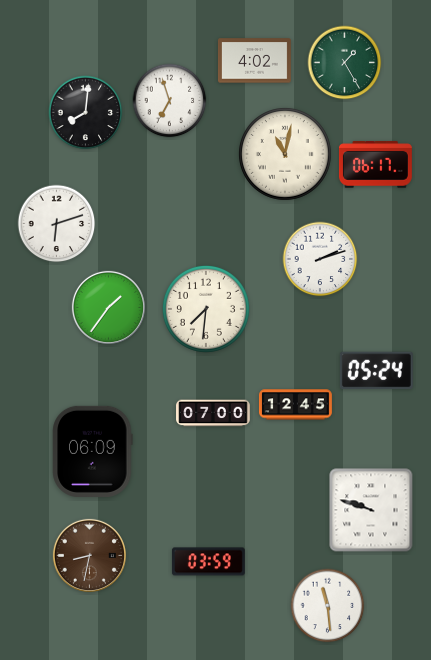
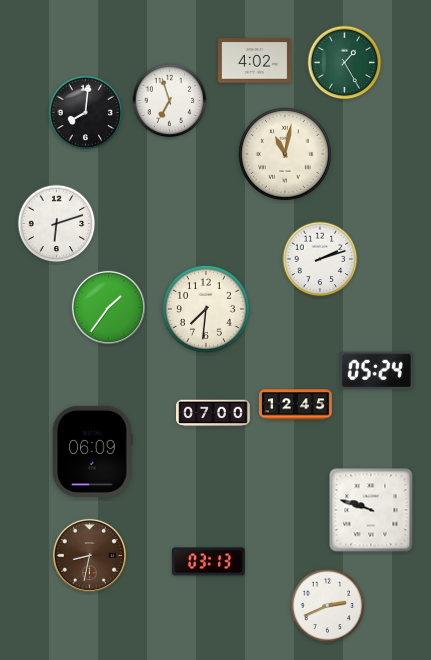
clock at (375, 165): 06:17 -> none
clock at (208, 562): 03:59 -> 03:13
clock at (328, 606): 11:29 -> 2:41
